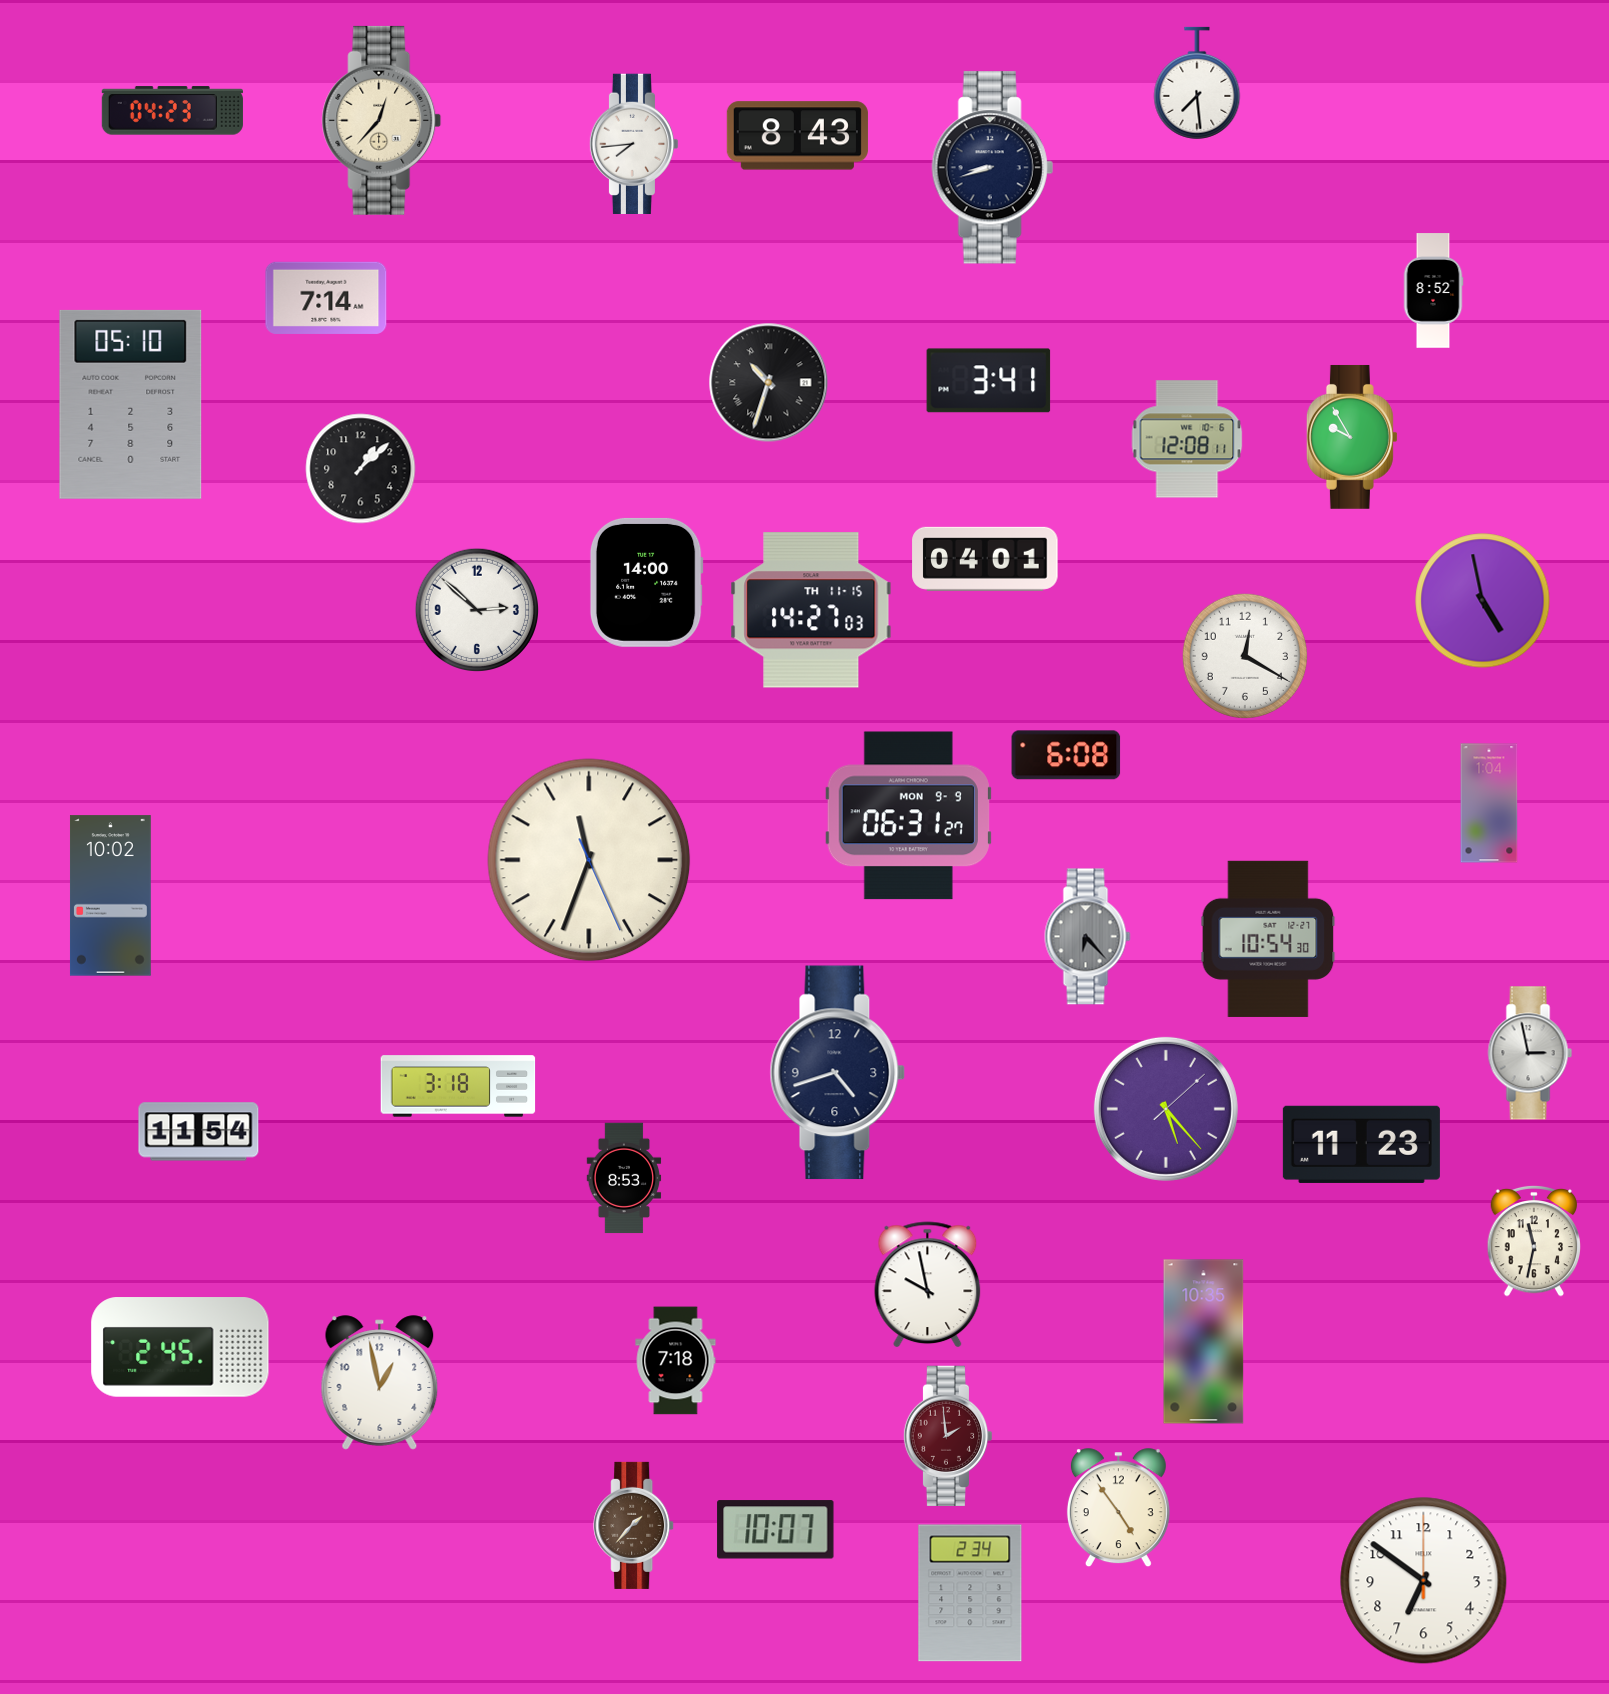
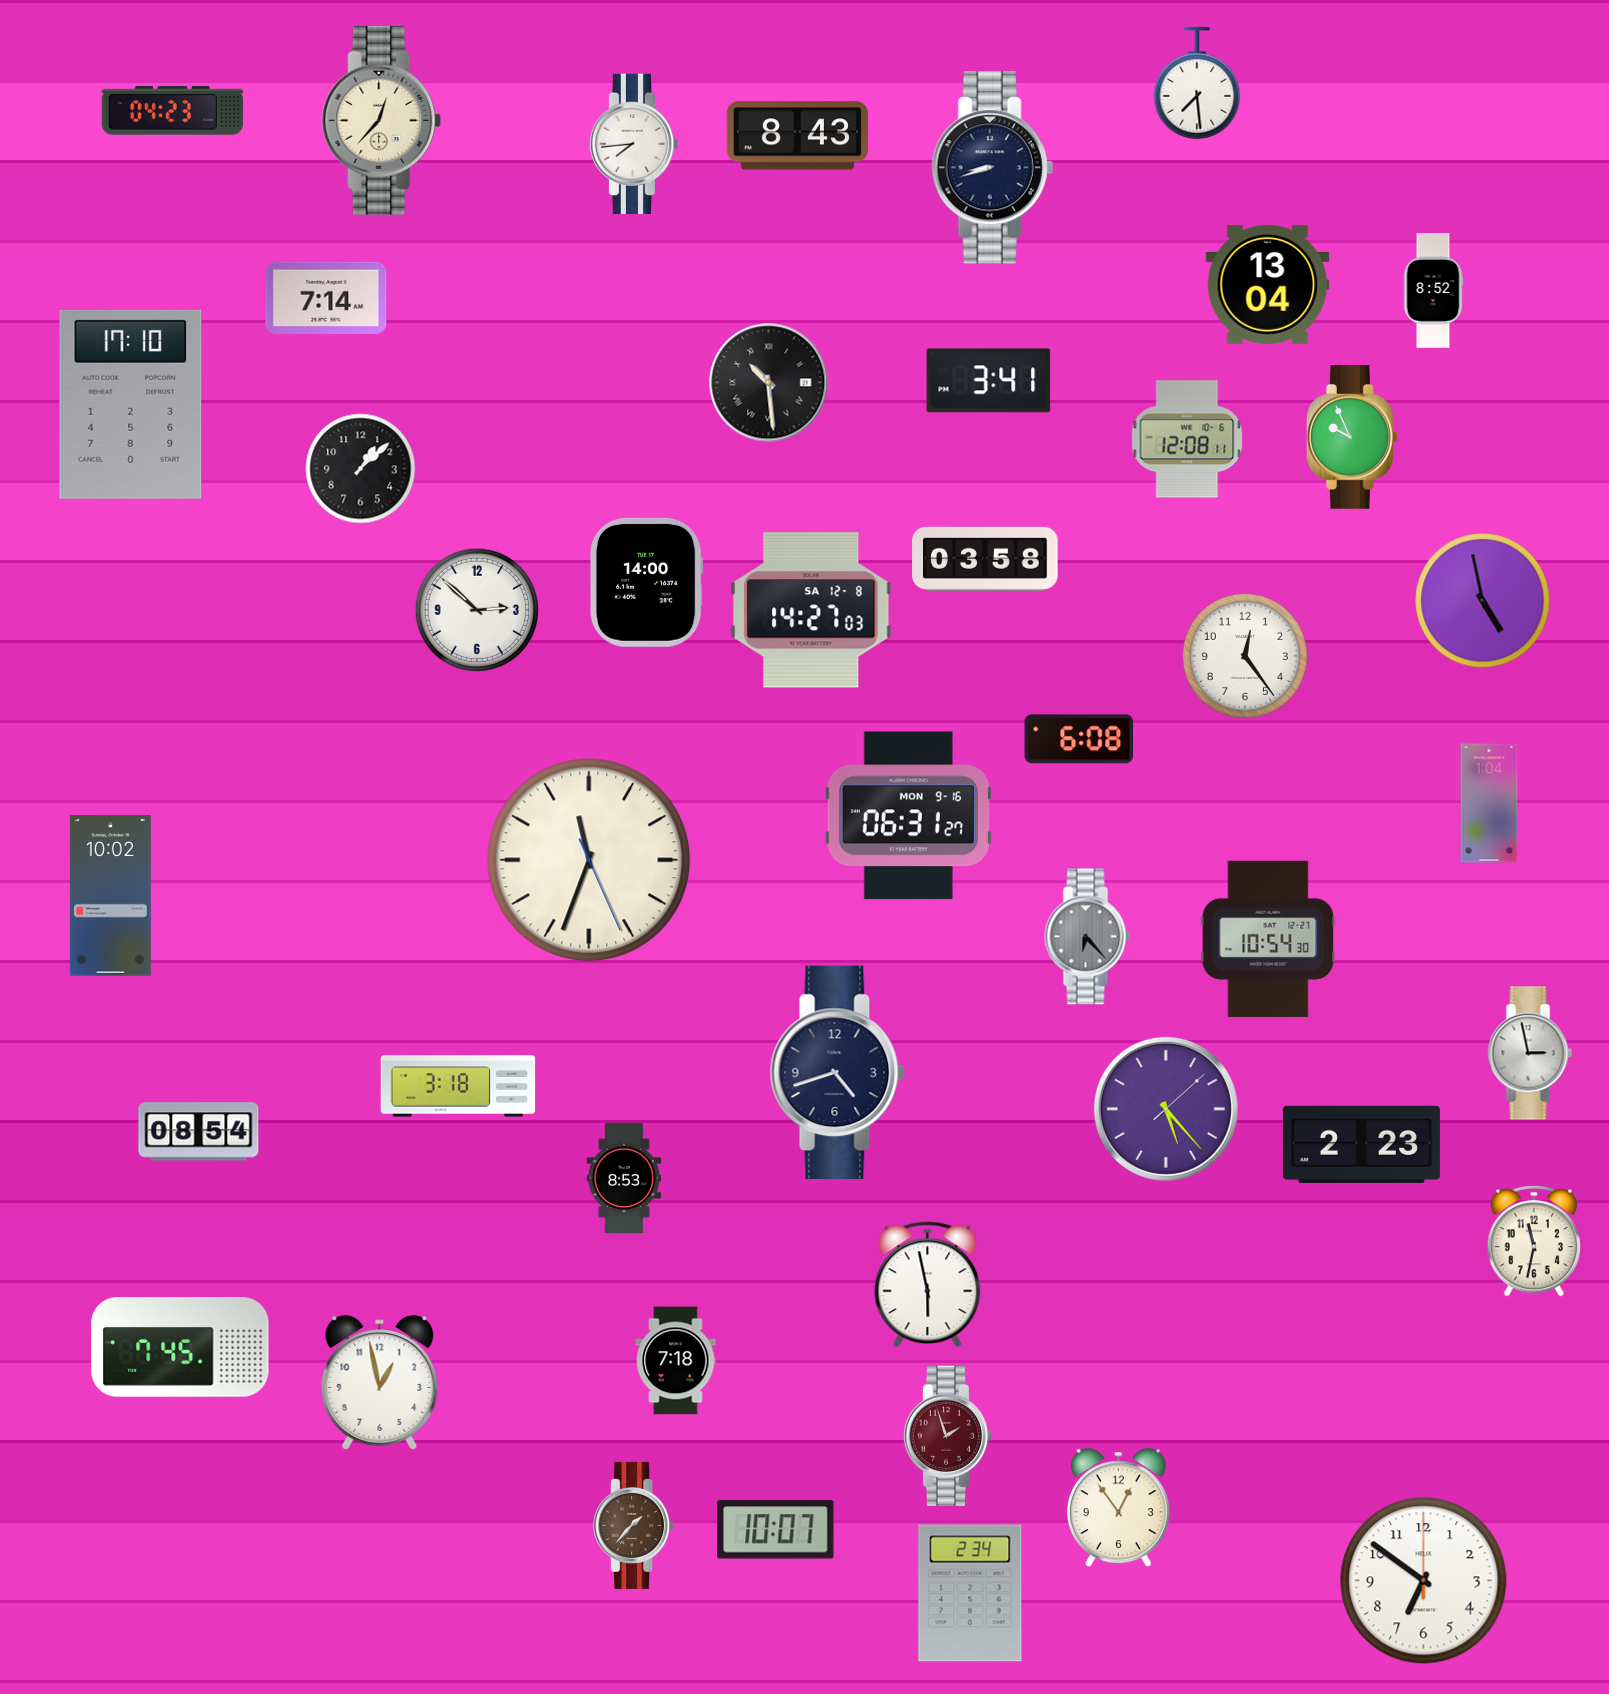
clock at (1268, 284): none -> 13:04
clock at (769, 383): 10:33 -> 10:29
clock at (131, 404): 05:10 -> 17:10
clock at (1352, 437): 9:55 -> 9:56
clock at (985, 559): 04:01 -> 03:58
clock at (811, 610) date: TH 11-15 -> SA 12-8
clock at (1245, 656): 12:20 -> 12:24
clock at (1066, 755) position: (1066, 755) -> (1079, 739)
clock at (908, 816) date: MON 9-9 -> MON 9-16
clock at (199, 1132): 11:54 -> 08:54
clock at (1361, 1144): 11:23 -> 2:23
clock at (928, 1285): 9:58 -> 5:58
clock at (1204, 1342): 10:35 -> none
clock at (180, 1347): 2:45 -> 7:45
clock at (948, 1435): 1:59 -> 1:57
clock at (1118, 1508): 4:54 -> 12:54
